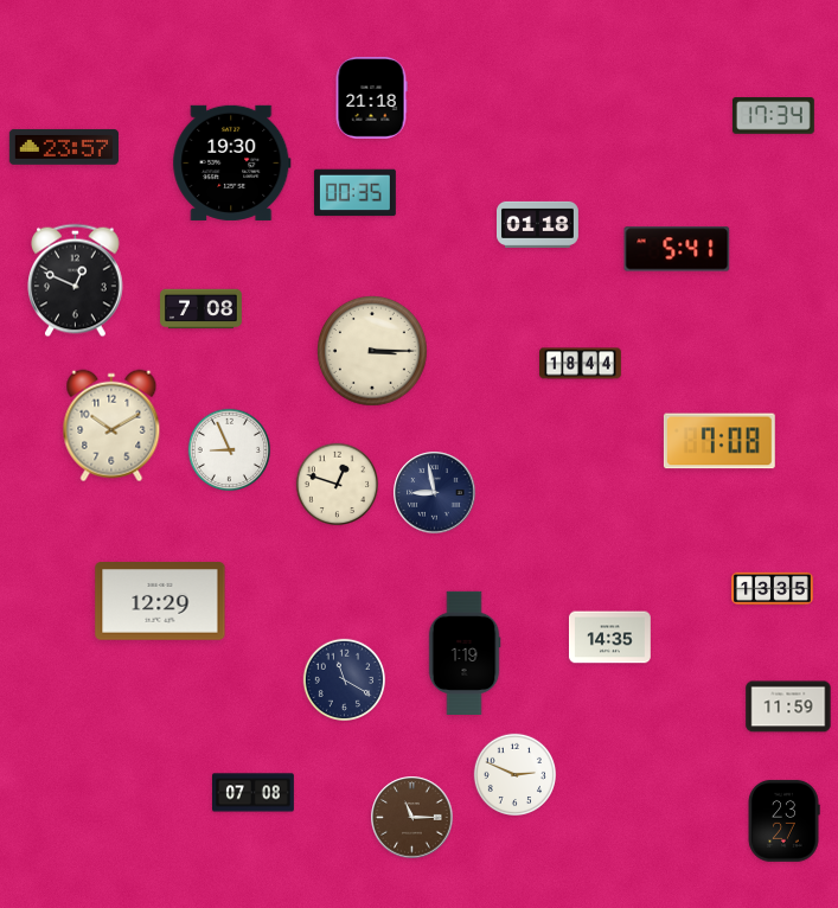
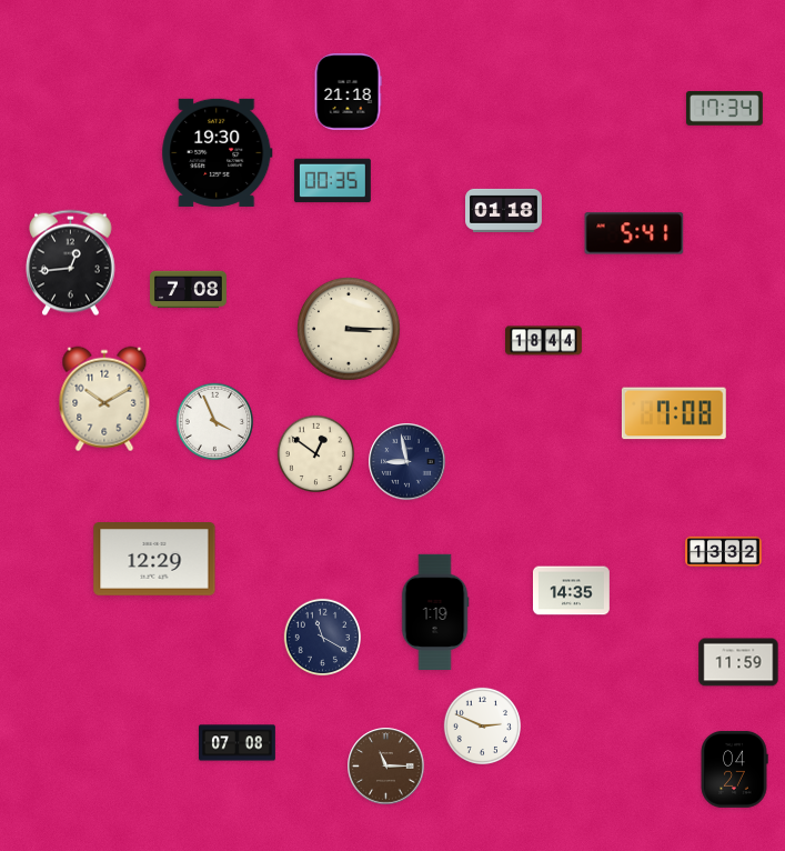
clock at (64, 147): 23:57 -> none
clock at (76, 281): 12:49 -> 12:44
clock at (229, 449): 8:56 -> 3:56
clock at (337, 484): 12:48 -> 12:51
clock at (773, 589): 13:35 -> 13:32
clock at (160, 602) position: (160, 602) -> (154, 560)
clock at (609, 638) position: (609, 638) -> (571, 591)
clock at (783, 820): 23:27 -> 04:27
